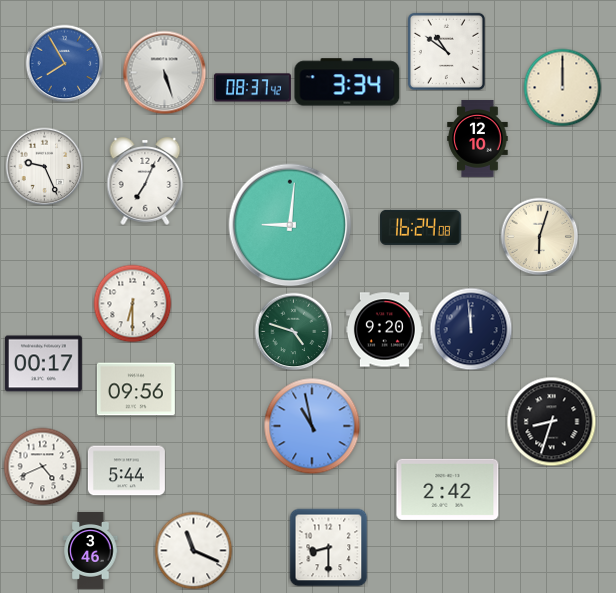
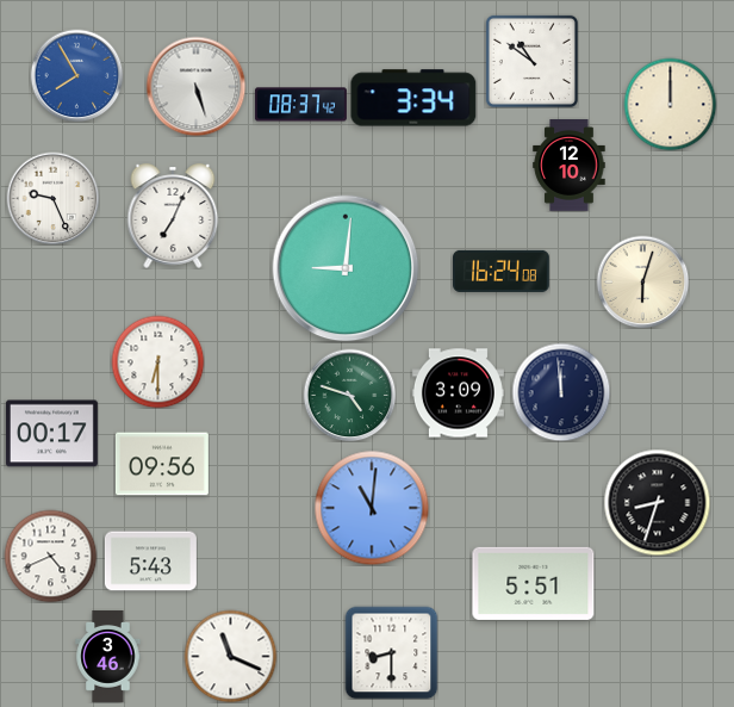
clock at (384, 330): 9:20 -> 3:09
clock at (312, 426): 10:58 -> 11:01
clock at (126, 471): 5:44 -> 5:43
clock at (448, 489): 2:42 -> 5:51
